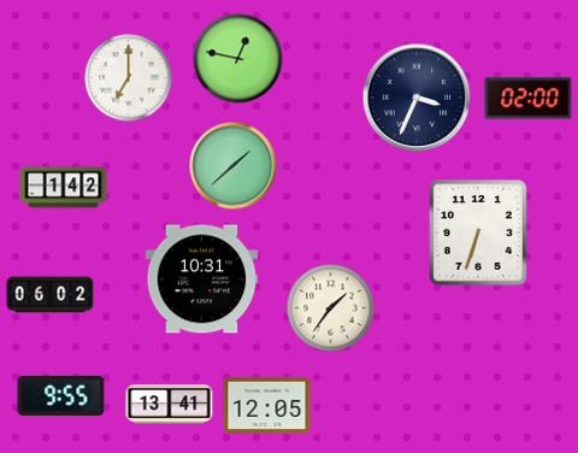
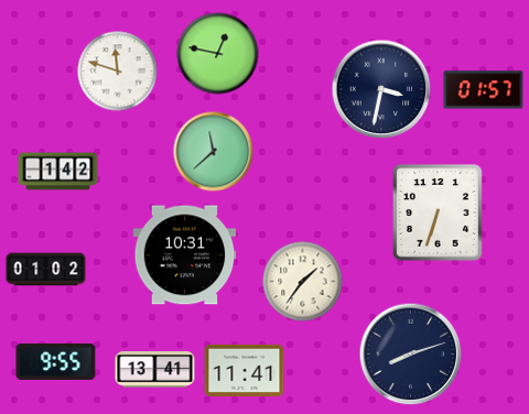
clock at (129, 78): 7:00 -> 11:48
clock at (417, 98): 3:34 -> 3:32
clock at (529, 99): 02:00 -> 01:57
clock at (234, 166): 1:38 -> 11:38
clock at (51, 295): 06:02 -> 01:02
clock at (411, 355): none -> 8:12
clock at (267, 405): 12:05 -> 11:41
